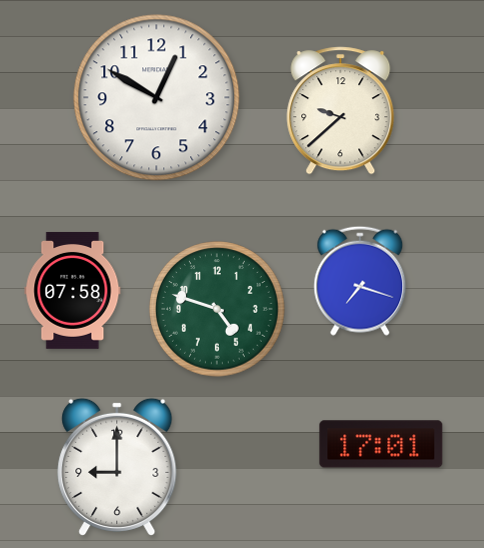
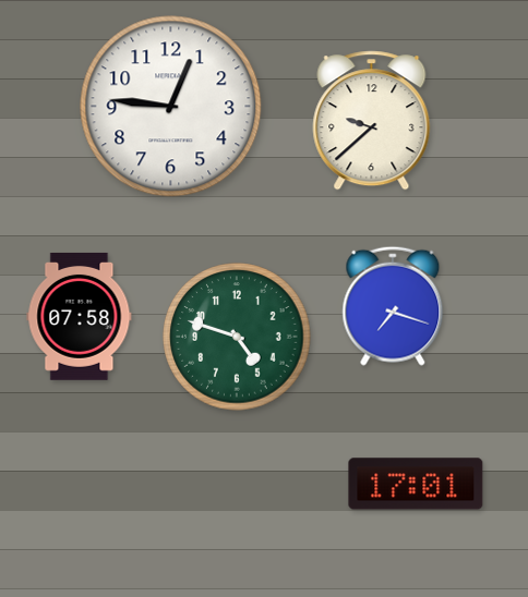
clock at (157, 98): 12:50 -> 12:46
clock at (117, 466): 9:00 -> none
